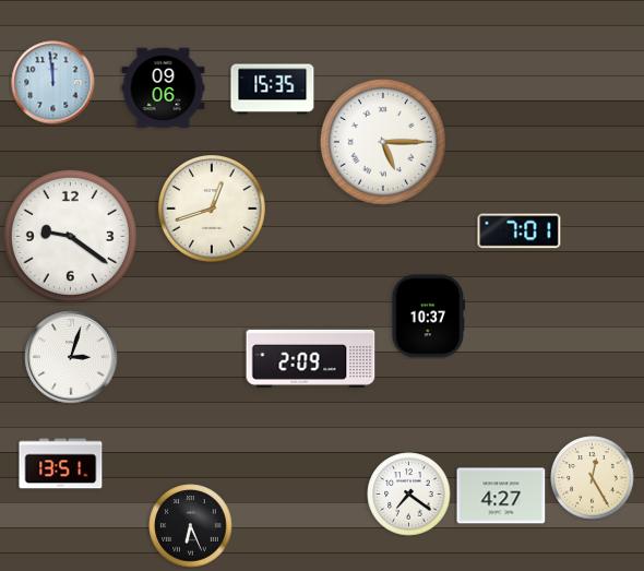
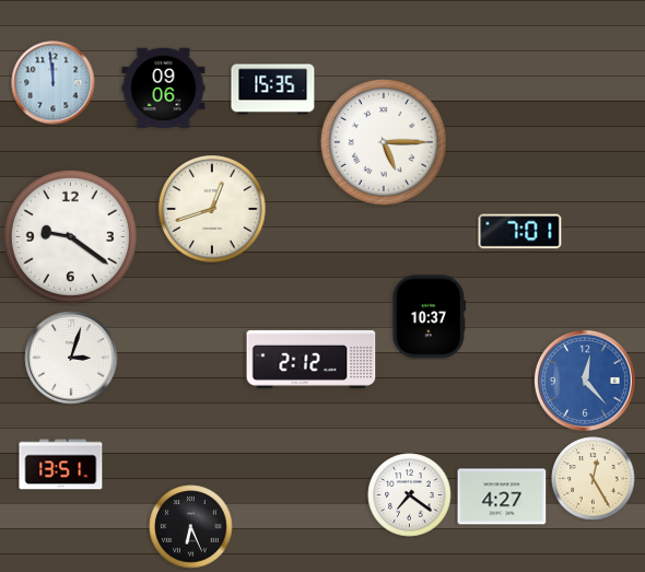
clock at (311, 358): 2:09 -> 2:12
clock at (586, 382): none -> 12:23
